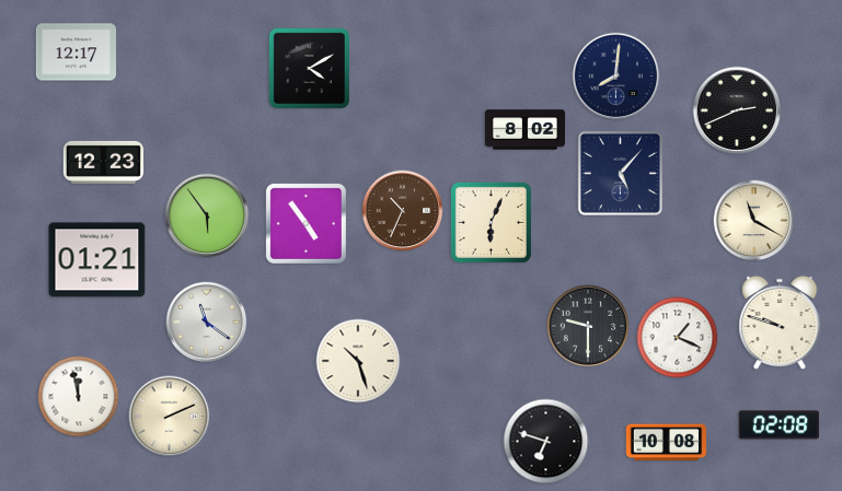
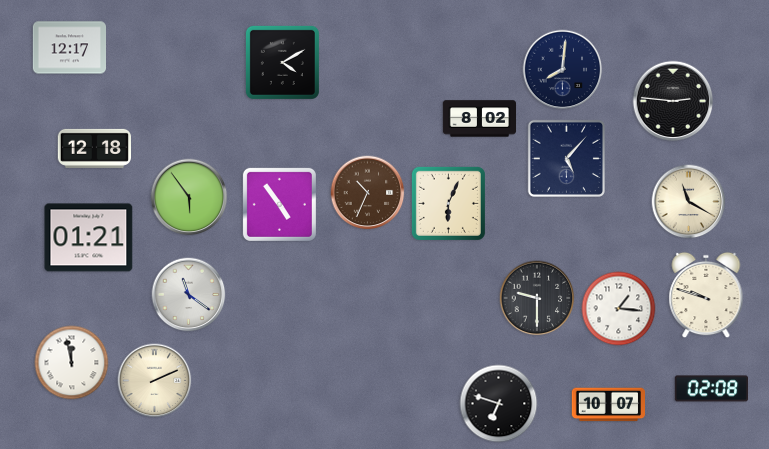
clock at (737, 110): 2:41 -> 2:46
clock at (103, 162): 12:23 -> 12:18
clock at (780, 323) position: (780, 323) -> (706, 295)
clock at (678, 338): 1:19 -> 1:16
clock at (358, 361): 10:27 -> none
clock at (666, 443): 10:08 -> 10:07
